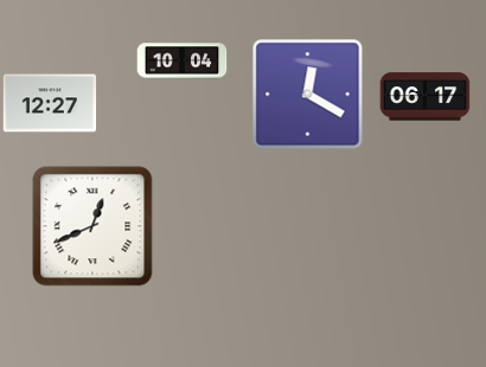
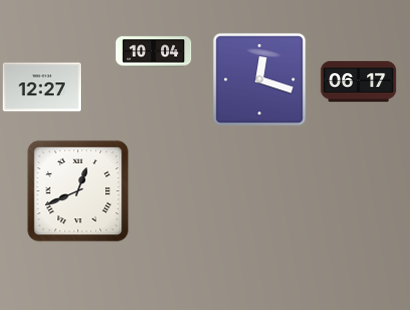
clock at (308, 95): 12:20 -> 12:18
